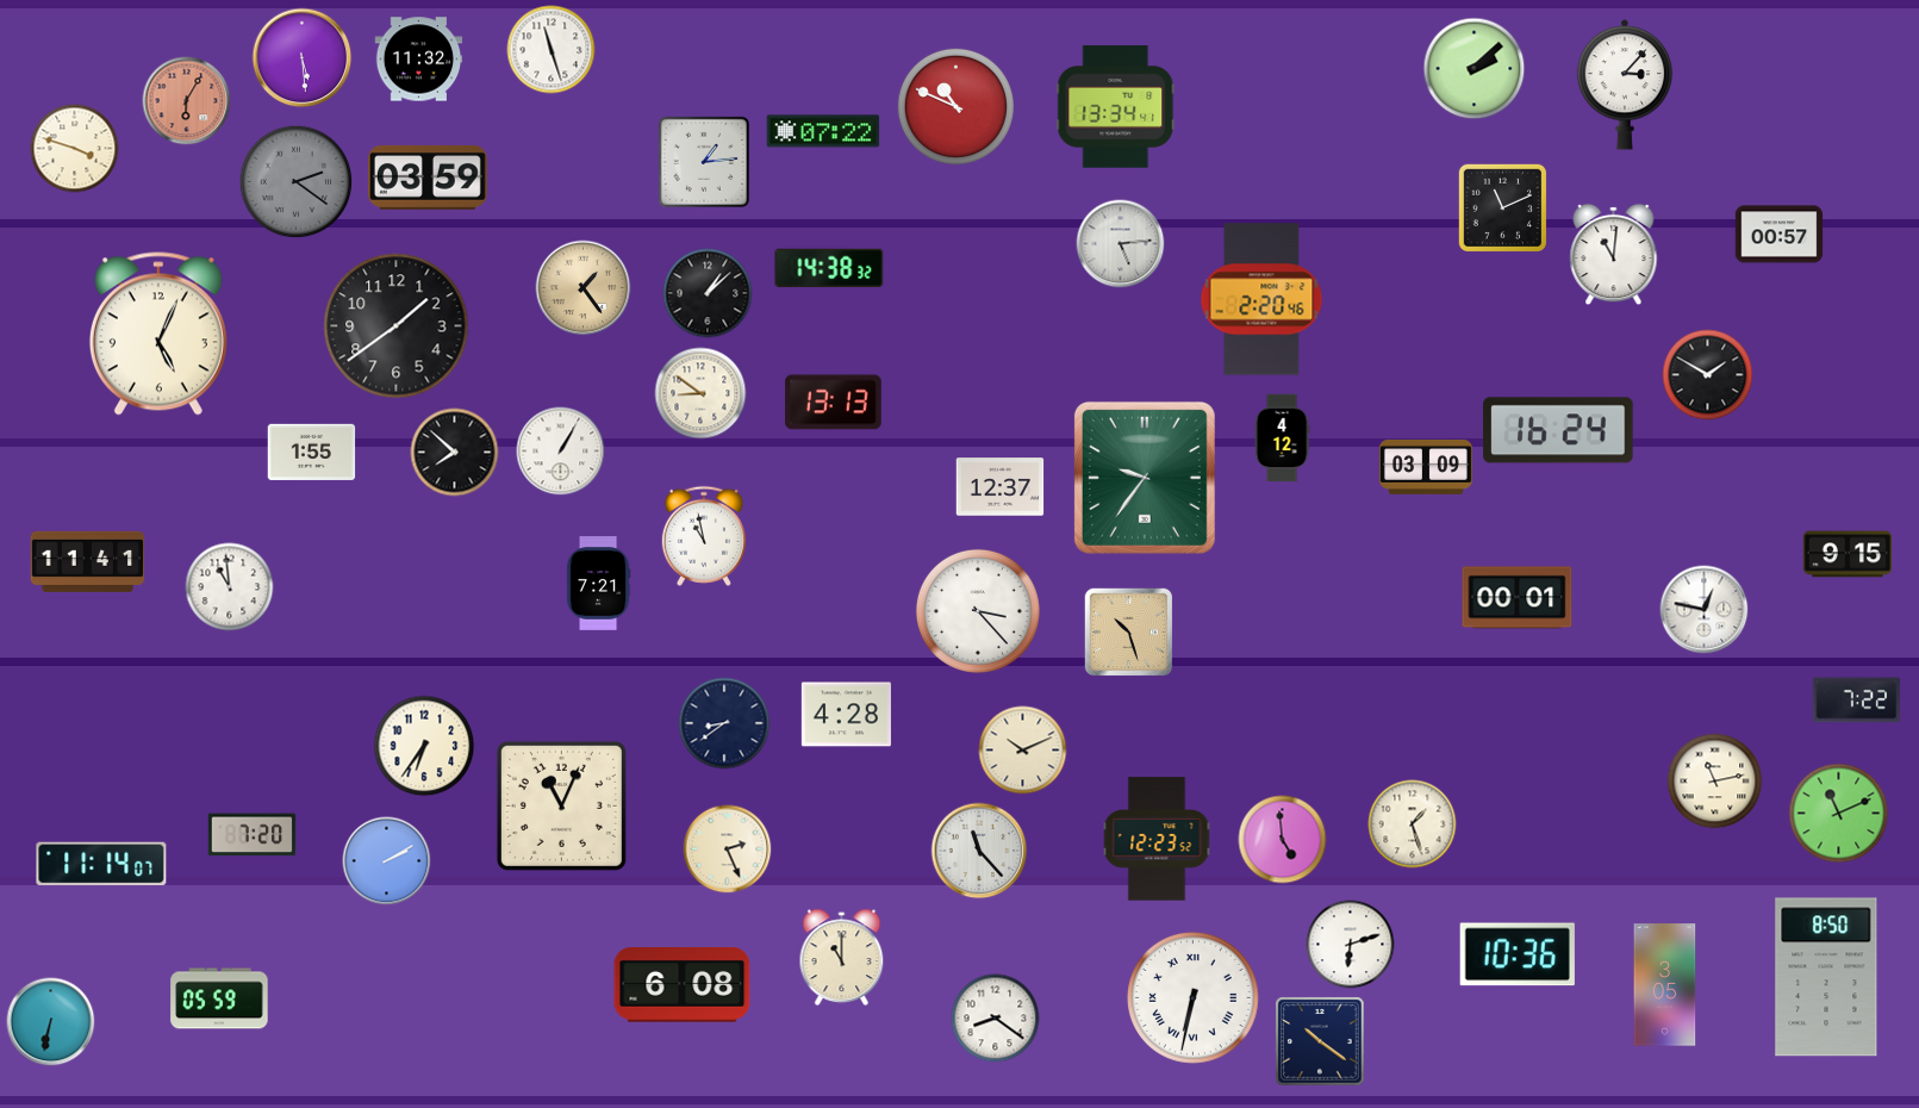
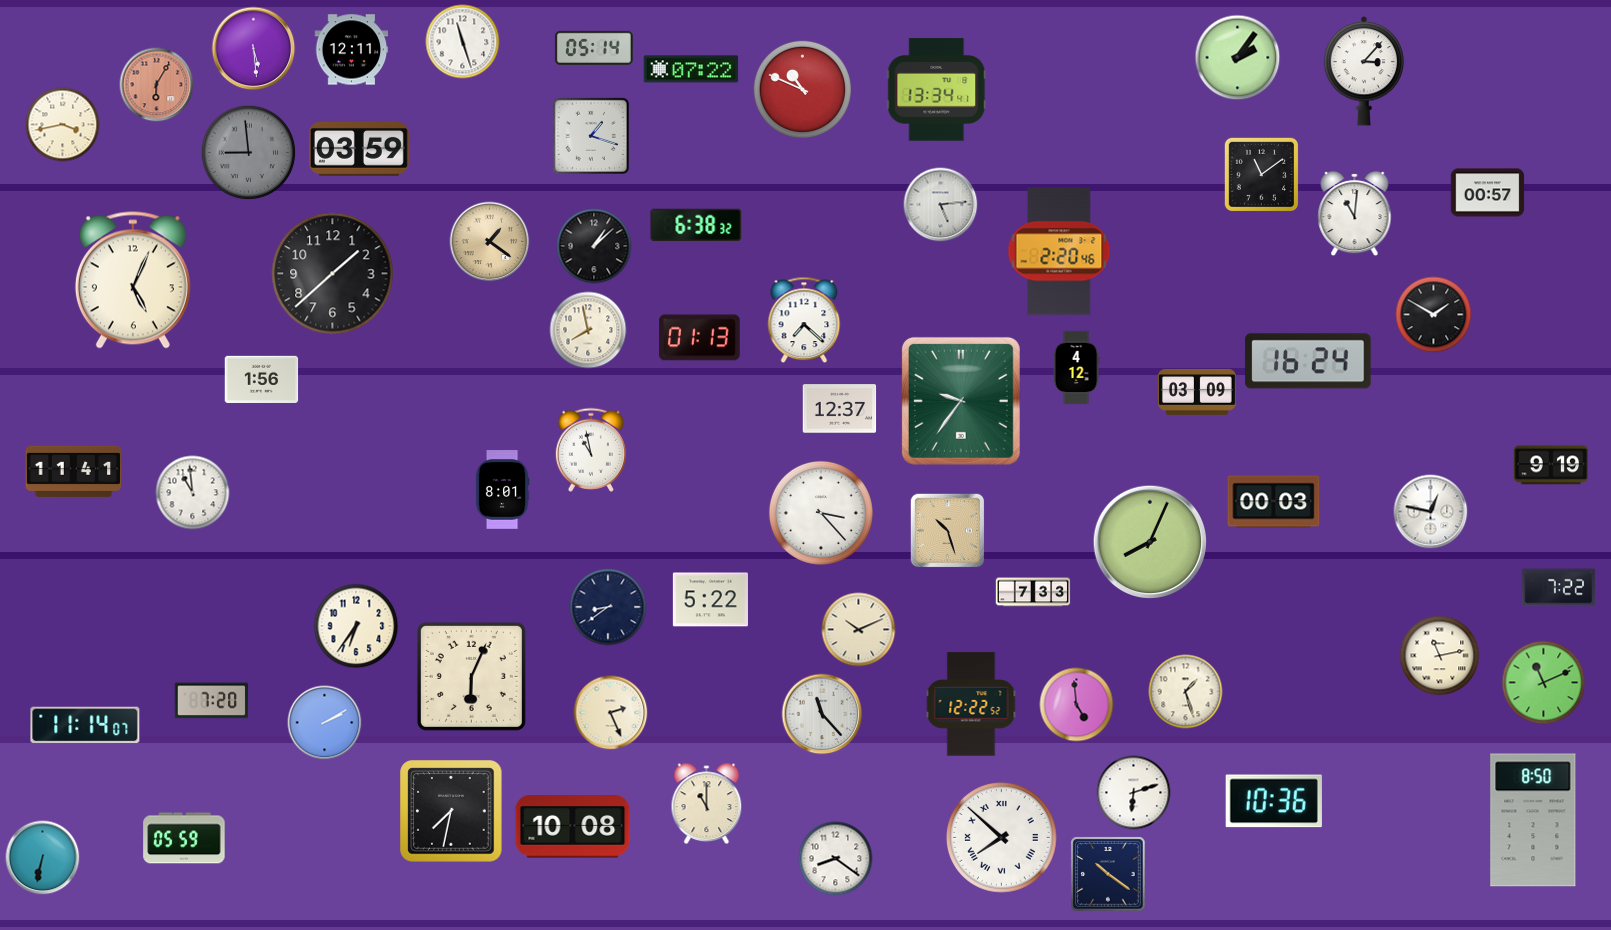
clock at (594, 48): none -> 05:14
clock at (419, 60): 11:32 -> 12:11
clock at (1475, 69): 2:08 -> 2:06
clock at (823, 131) position: (823, 131) -> (691, 69)
clock at (75, 149): 3:48 -> 3:43
clock at (704, 162): 1:14 -> 1:18
clock at (297, 182): 2:21 -> 8:59
clock at (1502, 207): 11:11 -> 11:09
clock at (1780, 235) position: (1780, 235) -> (1488, 193)
clock at (829, 267): 14:38 -> 6:38
clock at (584, 288): 1:24 -> 1:21
clock at (397, 326): 1:39 -> 1:38
clock at (804, 320): none -> 7:22
clock at (700, 393): 8:51 -> 7:58
clock at (834, 403): 13:13 -> 01:13
clock at (312, 452): 1:55 -> 1:56
clock at (561, 452): 1:05 -> none
clock at (455, 453): 7:52 -> none
clock at (1848, 554): 9:15 -> 9:19
clock at (598, 584): 7:21 -> 8:01
clock at (1518, 598): 00:01 -> 00:03
clock at (1149, 541): none -> 8:04
clock at (1033, 592): none -> 7:33
clock at (846, 715): 4:28 -> 5:22
clock at (561, 805): 11:04 -> 6:04
clock at (1157, 839): 12:23 -> 12:22
clock at (451, 811): none -> 7:32
clock at (683, 985): 6:08 -> 10:08
clock at (1665, 985): 3:05 -> none
clock at (1192, 997): 6:32 -> 7:52
clock at (996, 1019) position: (996, 1019) -> (836, 859)
